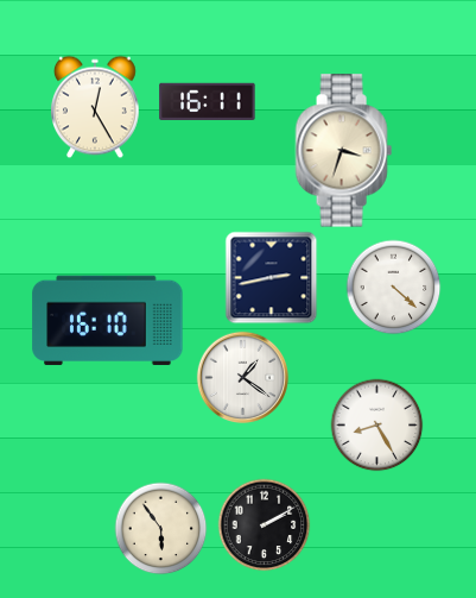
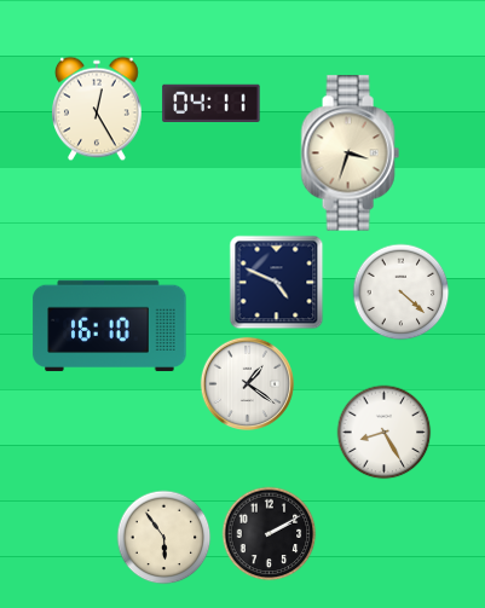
clock at (208, 102): 16:11 -> 04:11
clock at (271, 277): 2:43 -> 4:49
